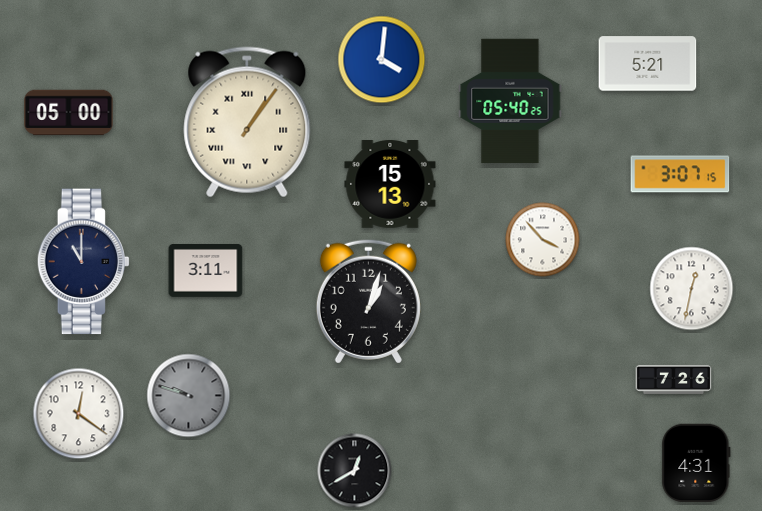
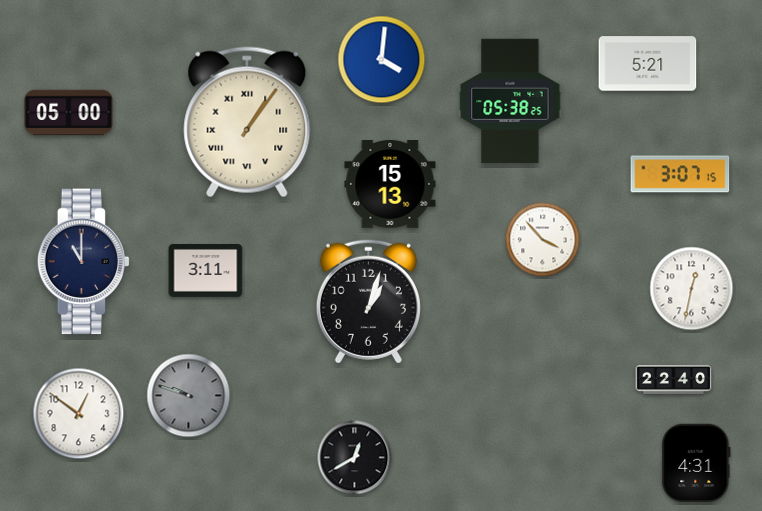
clock at (510, 101): 05:40 -> 05:38
clock at (674, 379): 7:26 -> 22:40
clock at (79, 414): 12:21 -> 12:51
clock at (355, 471) position: (355, 471) -> (355, 458)
